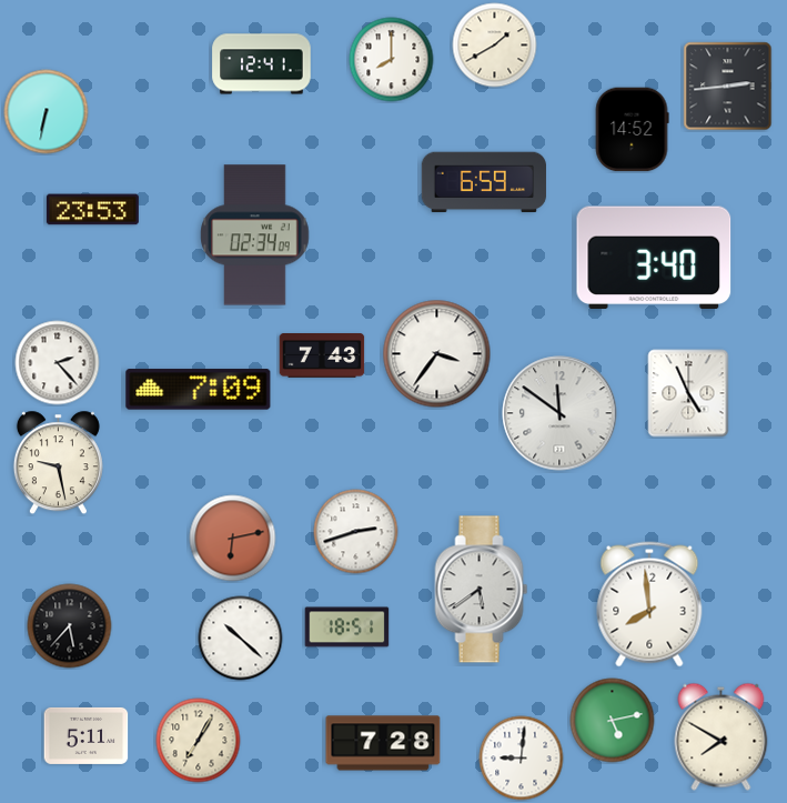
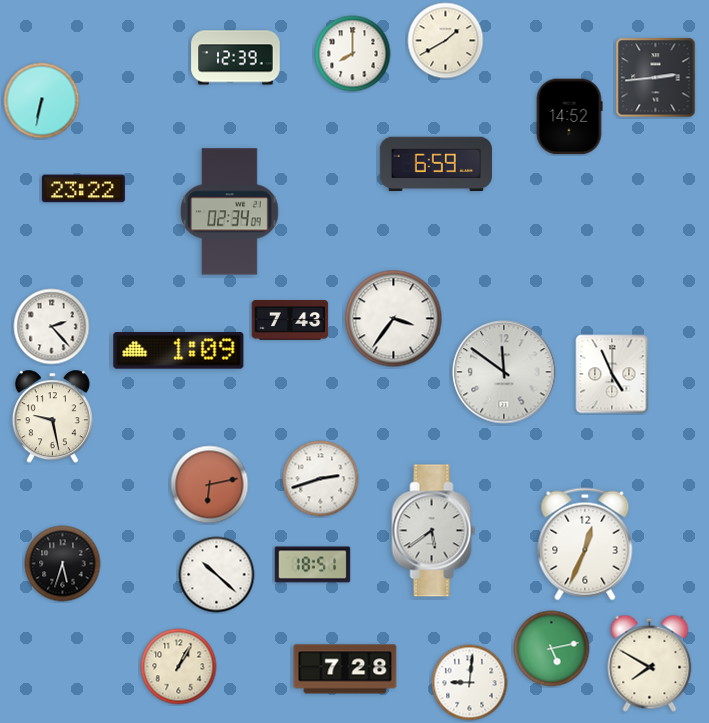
clock at (262, 64): 12:41 -> 12:39
clock at (92, 210): 23:53 -> 23:22
clock at (654, 258): 3:40 -> none
clock at (199, 390): 7:09 -> 1:09
clock at (688, 393) position: (688, 393) -> (612, 374)
clock at (649, 604): 7:59 -> 12:34
clock at (70, 626): 5:37 -> 5:33
clock at (87, 735): 5:11 -> none
clock at (199, 741): 7:05 -> 1:05
